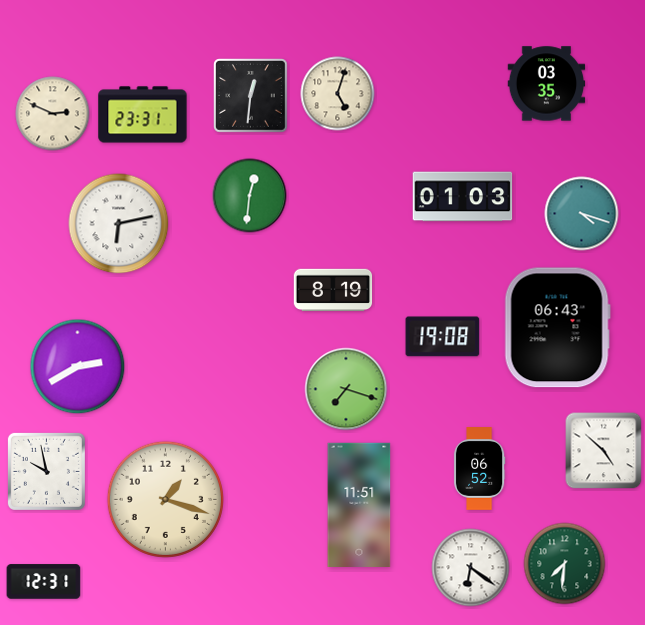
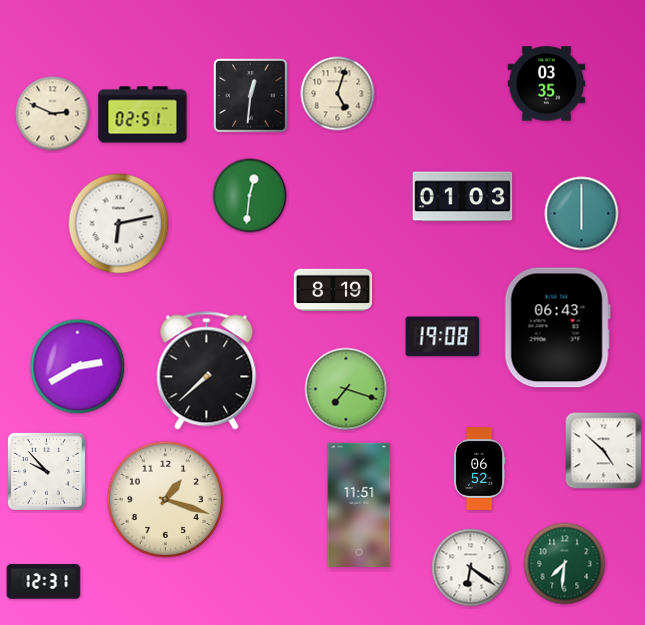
clock at (143, 115): 23:31 -> 02:51
clock at (582, 214): 4:18 -> 6:00
clock at (207, 371): none -> 7:38
clock at (46, 471): 9:58 -> 9:53
